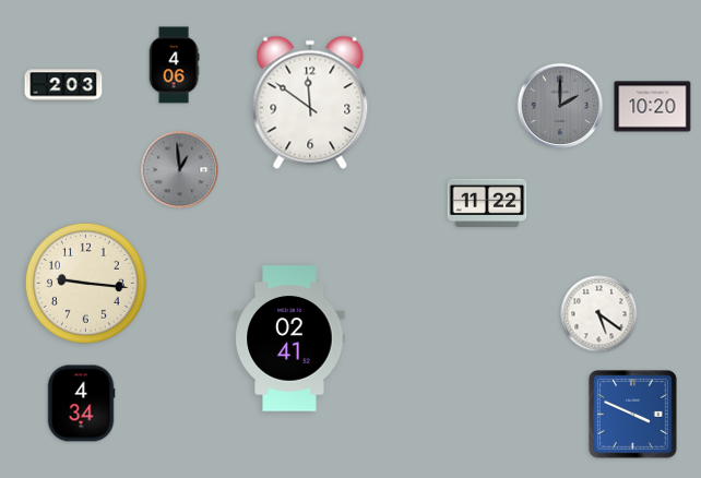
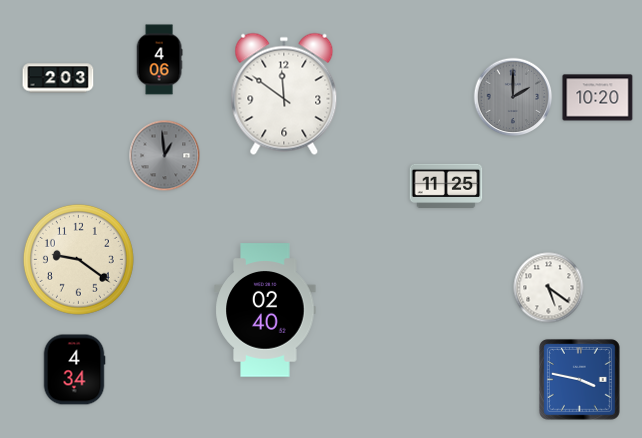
clock at (487, 203): 11:22 -> 11:25
clock at (85, 283): 9:16 -> 9:21
clock at (289, 338): 02:41 -> 02:40
clock at (632, 414): 3:49 -> 3:47
